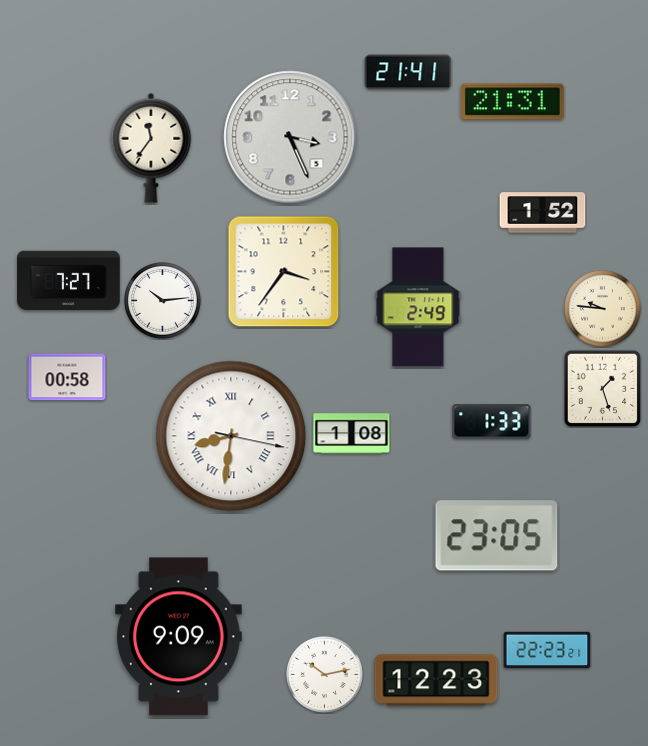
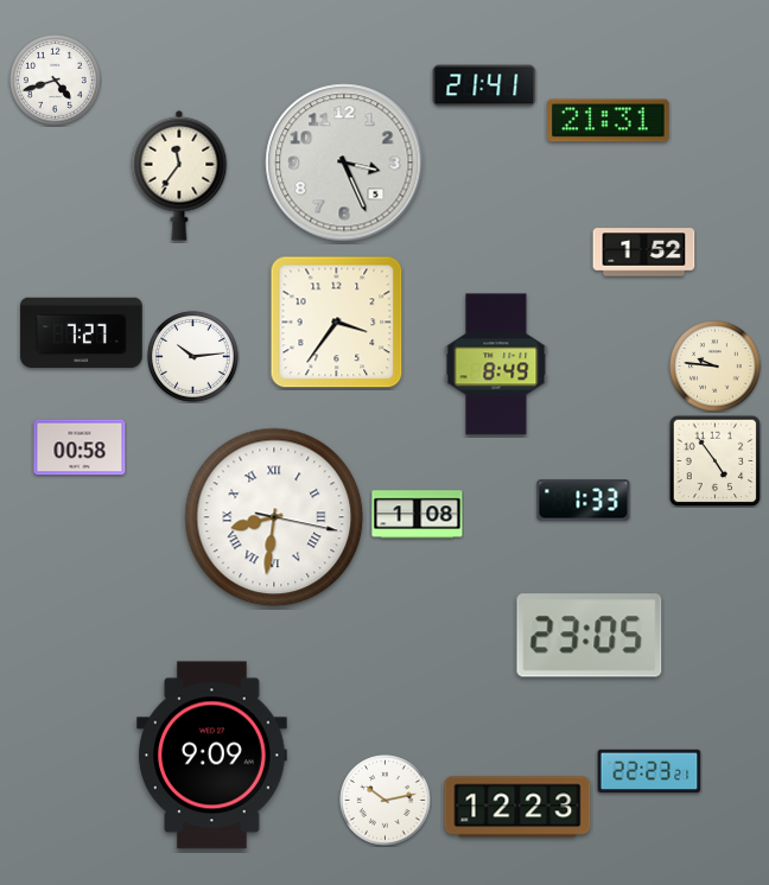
clock at (56, 81): none -> 4:42
clock at (418, 307): 2:49 -> 8:49
clock at (602, 388): 1:27 -> 4:54
